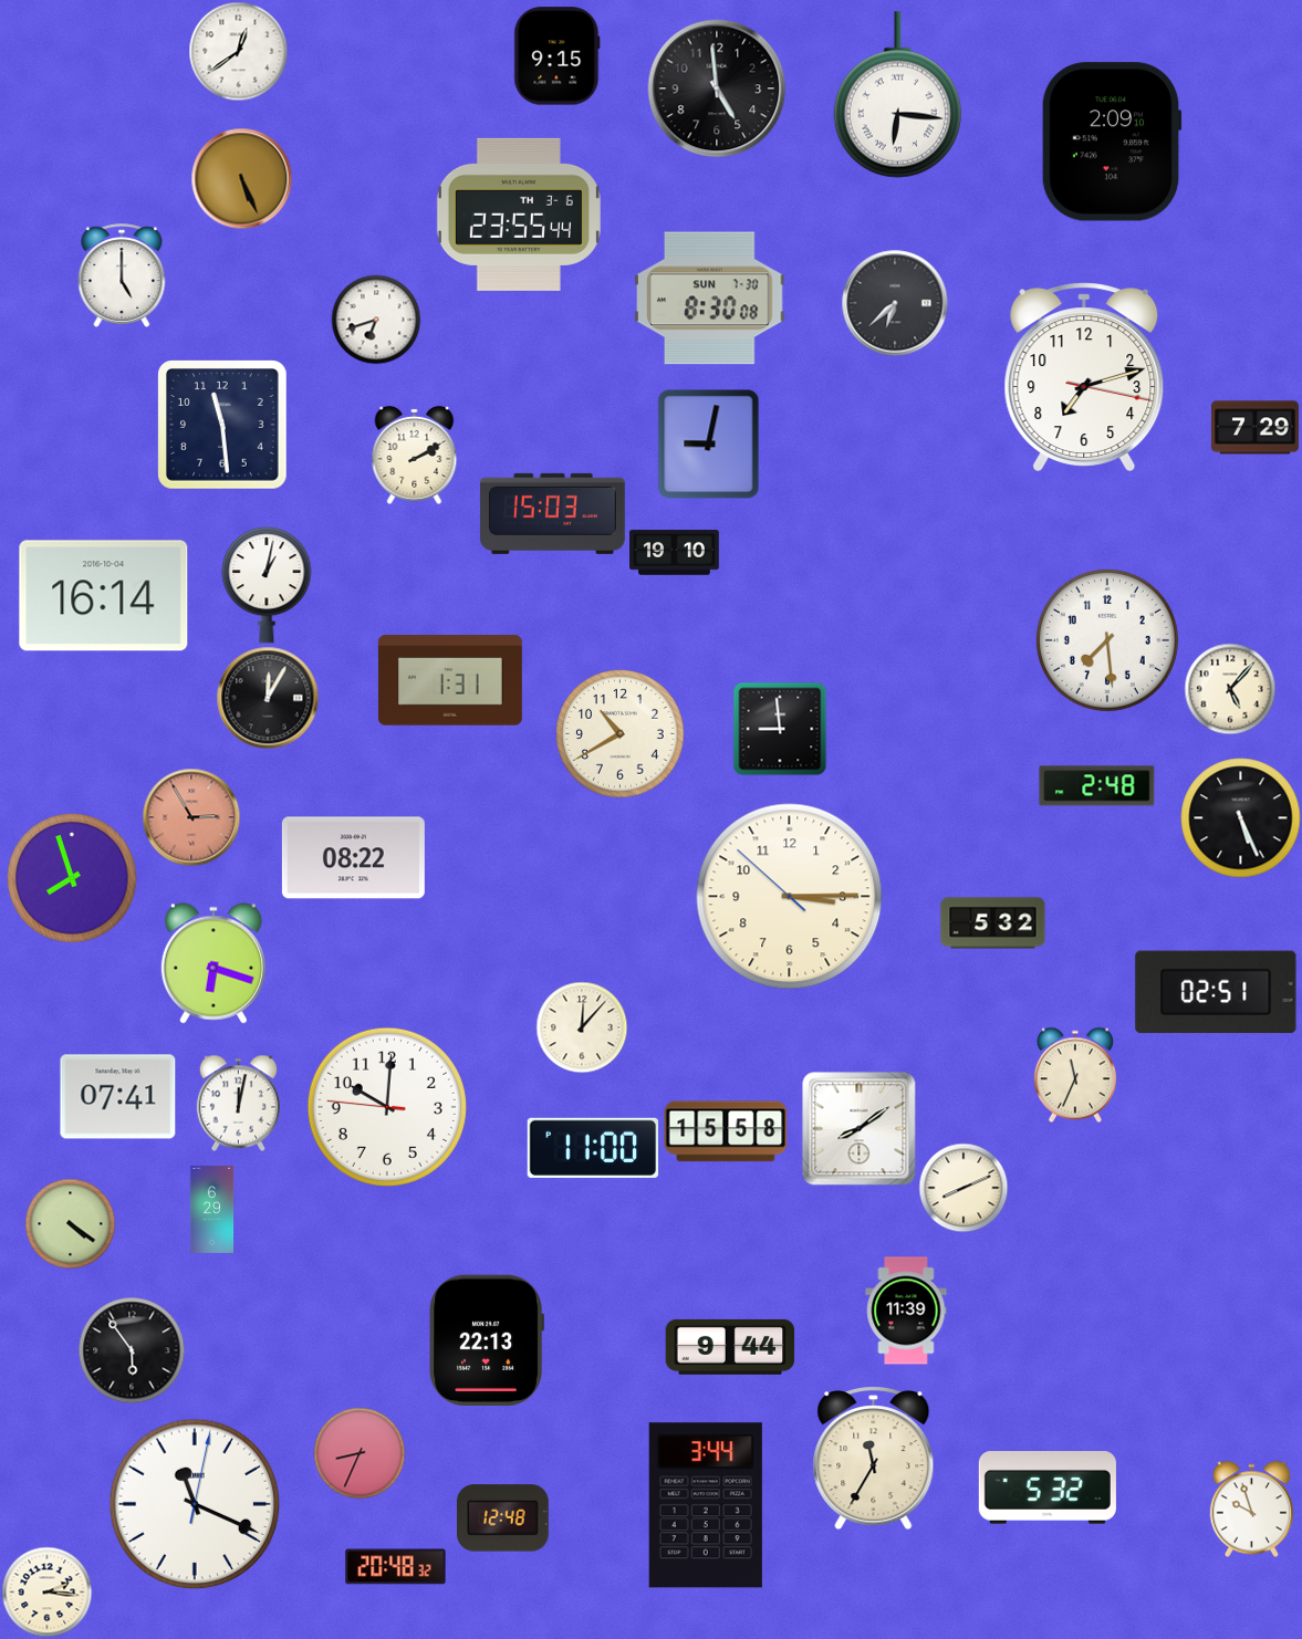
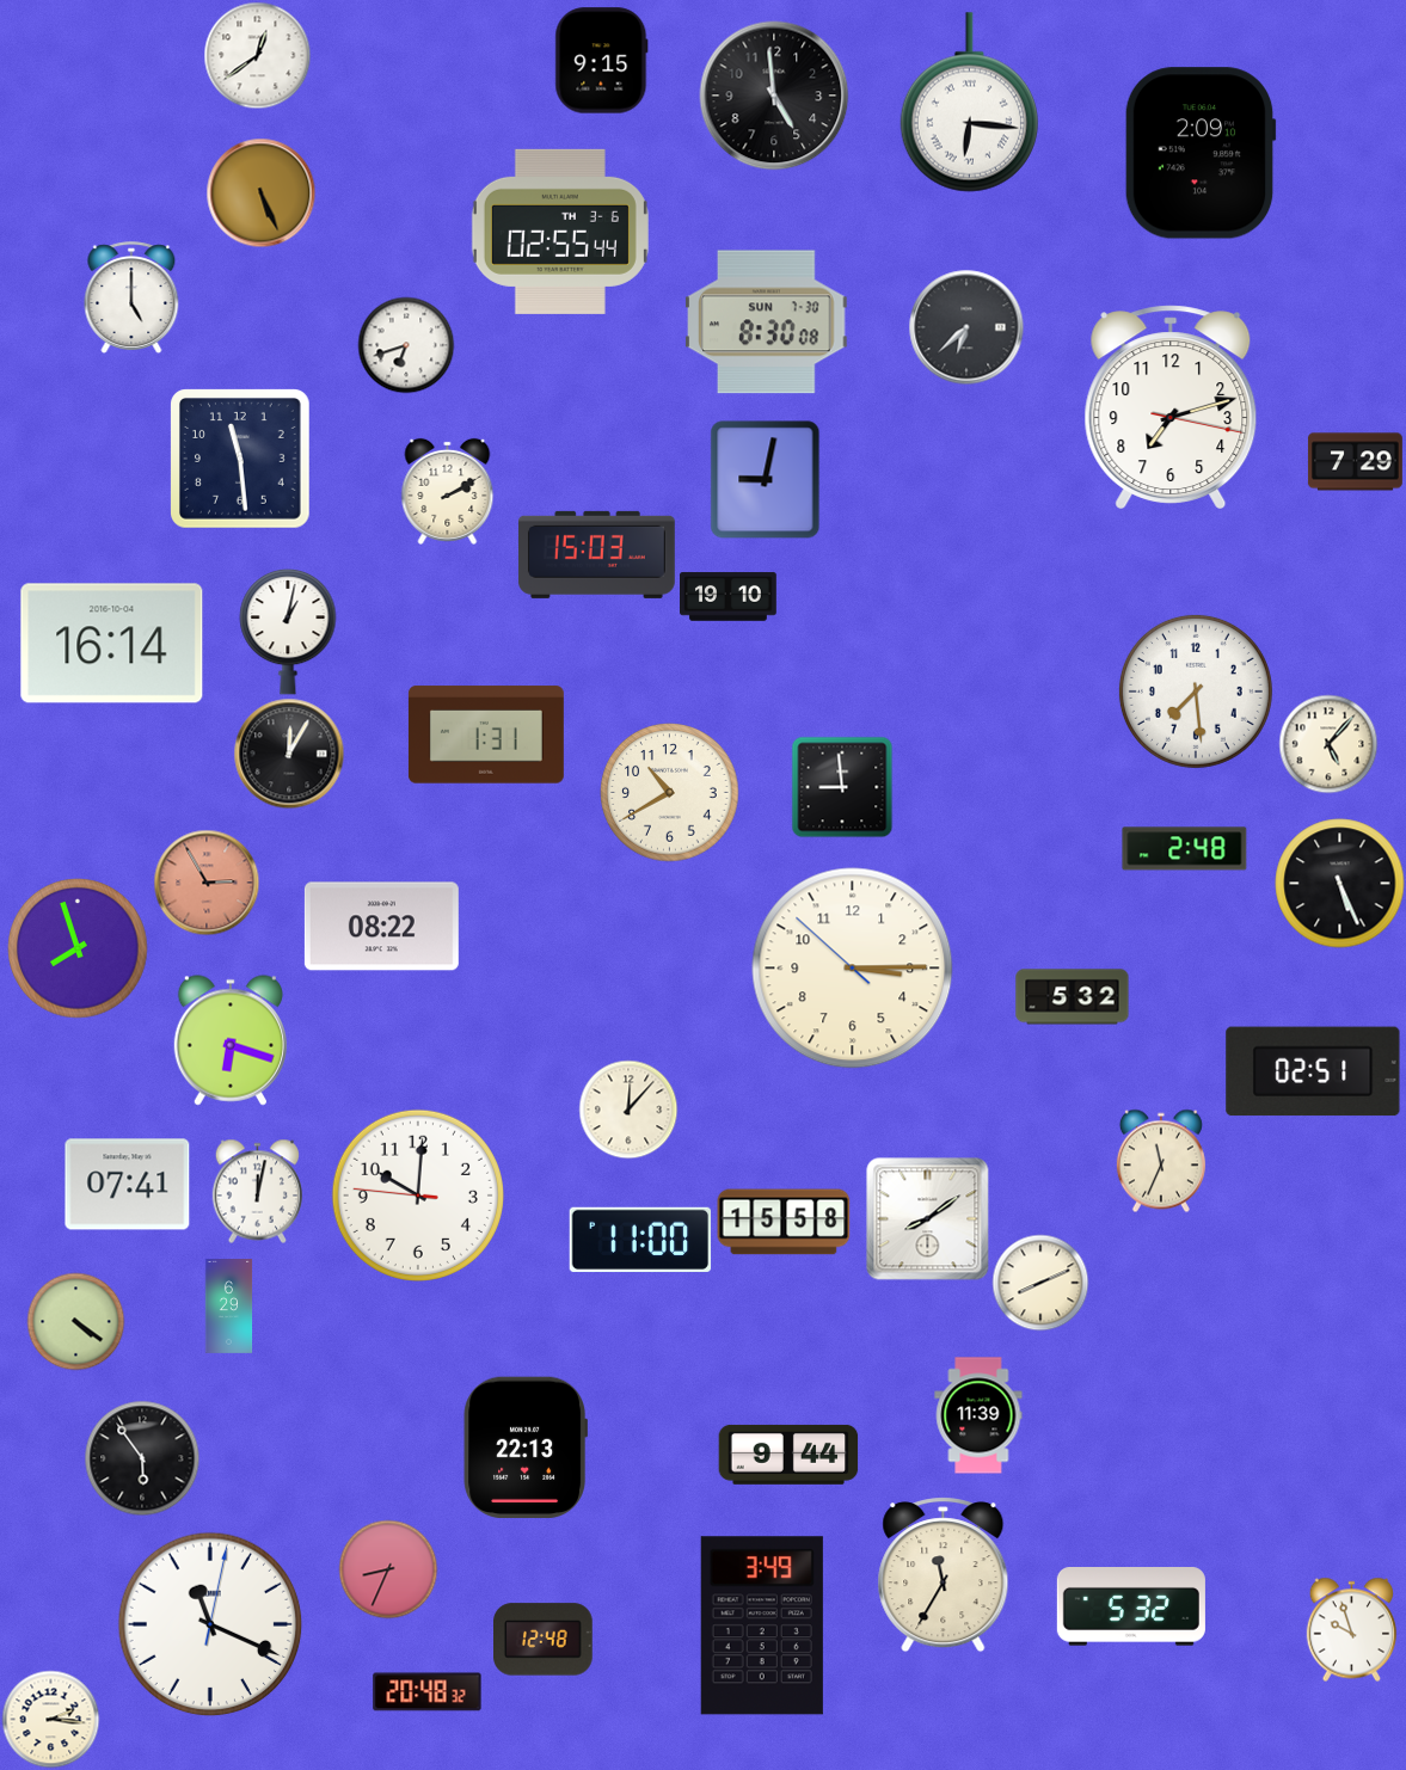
clock at (519, 215): 23:55 -> 02:55
clock at (706, 1505): 3:44 -> 3:49
